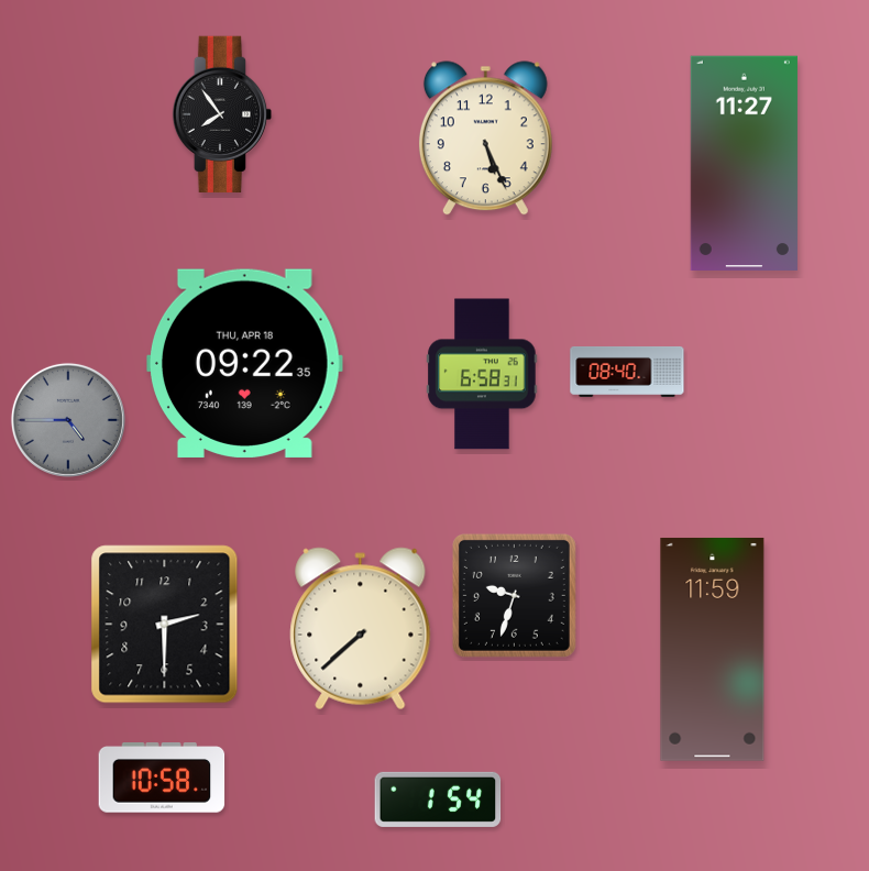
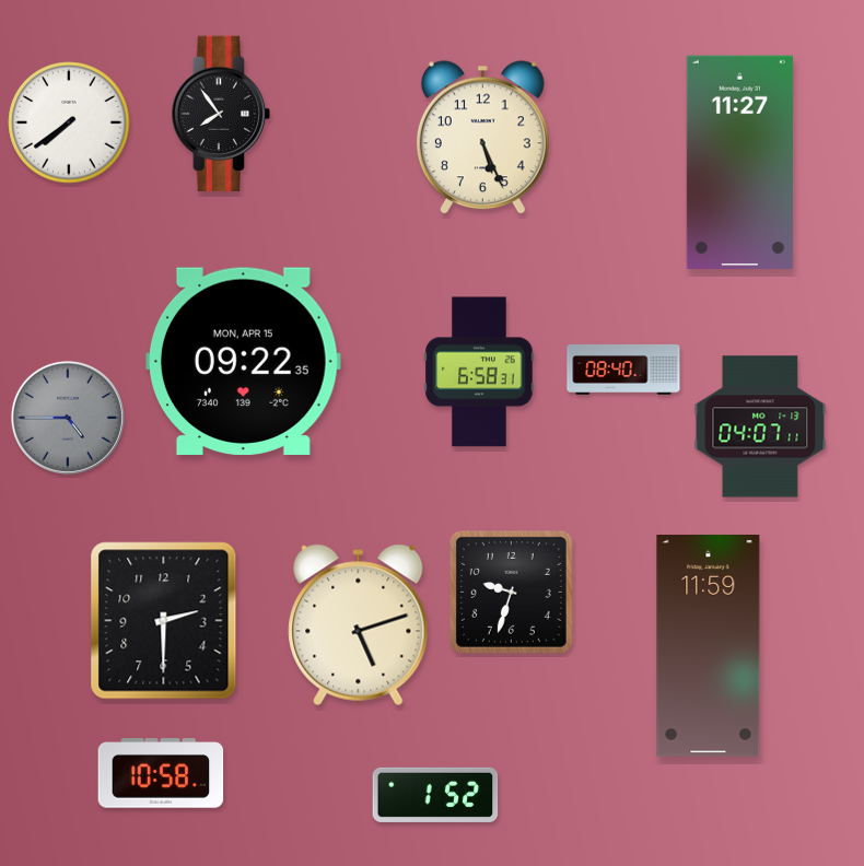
clock at (69, 122): none -> 7:39
clock at (245, 363) date: THU, APR 18 -> MON, APR 15
clock at (760, 426): none -> 04:07
clock at (361, 629): 7:38 -> 5:12
clock at (438, 800): 1:54 -> 1:52
